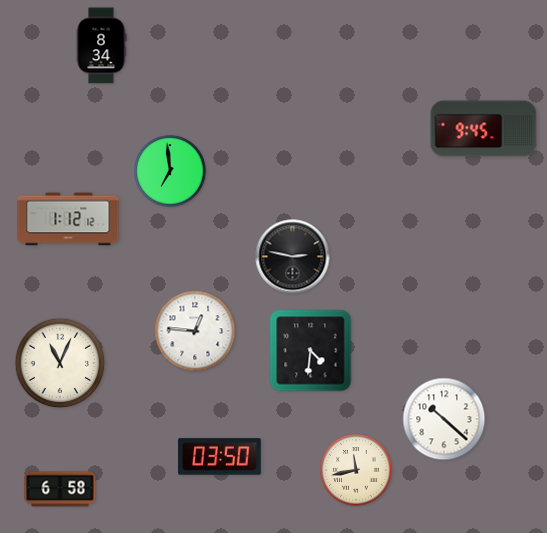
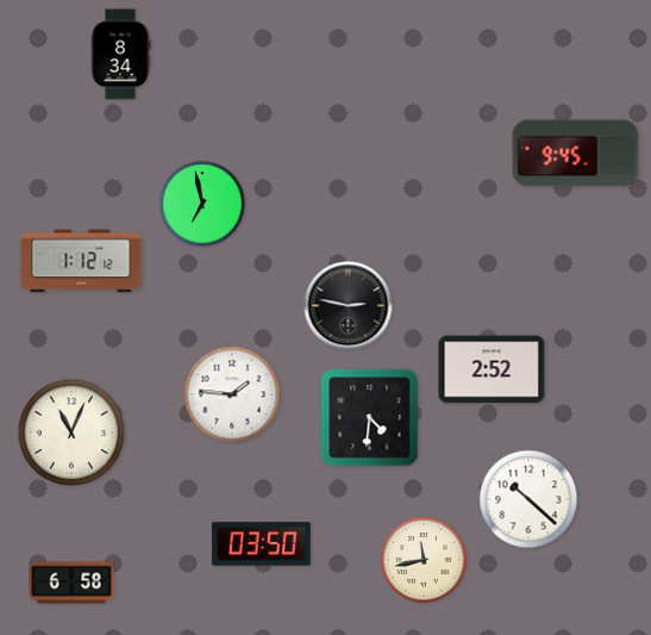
clock at (170, 171): 6:59 -> 6:58
clock at (492, 369): none -> 2:52
clock at (195, 331): 12:46 -> 1:46
